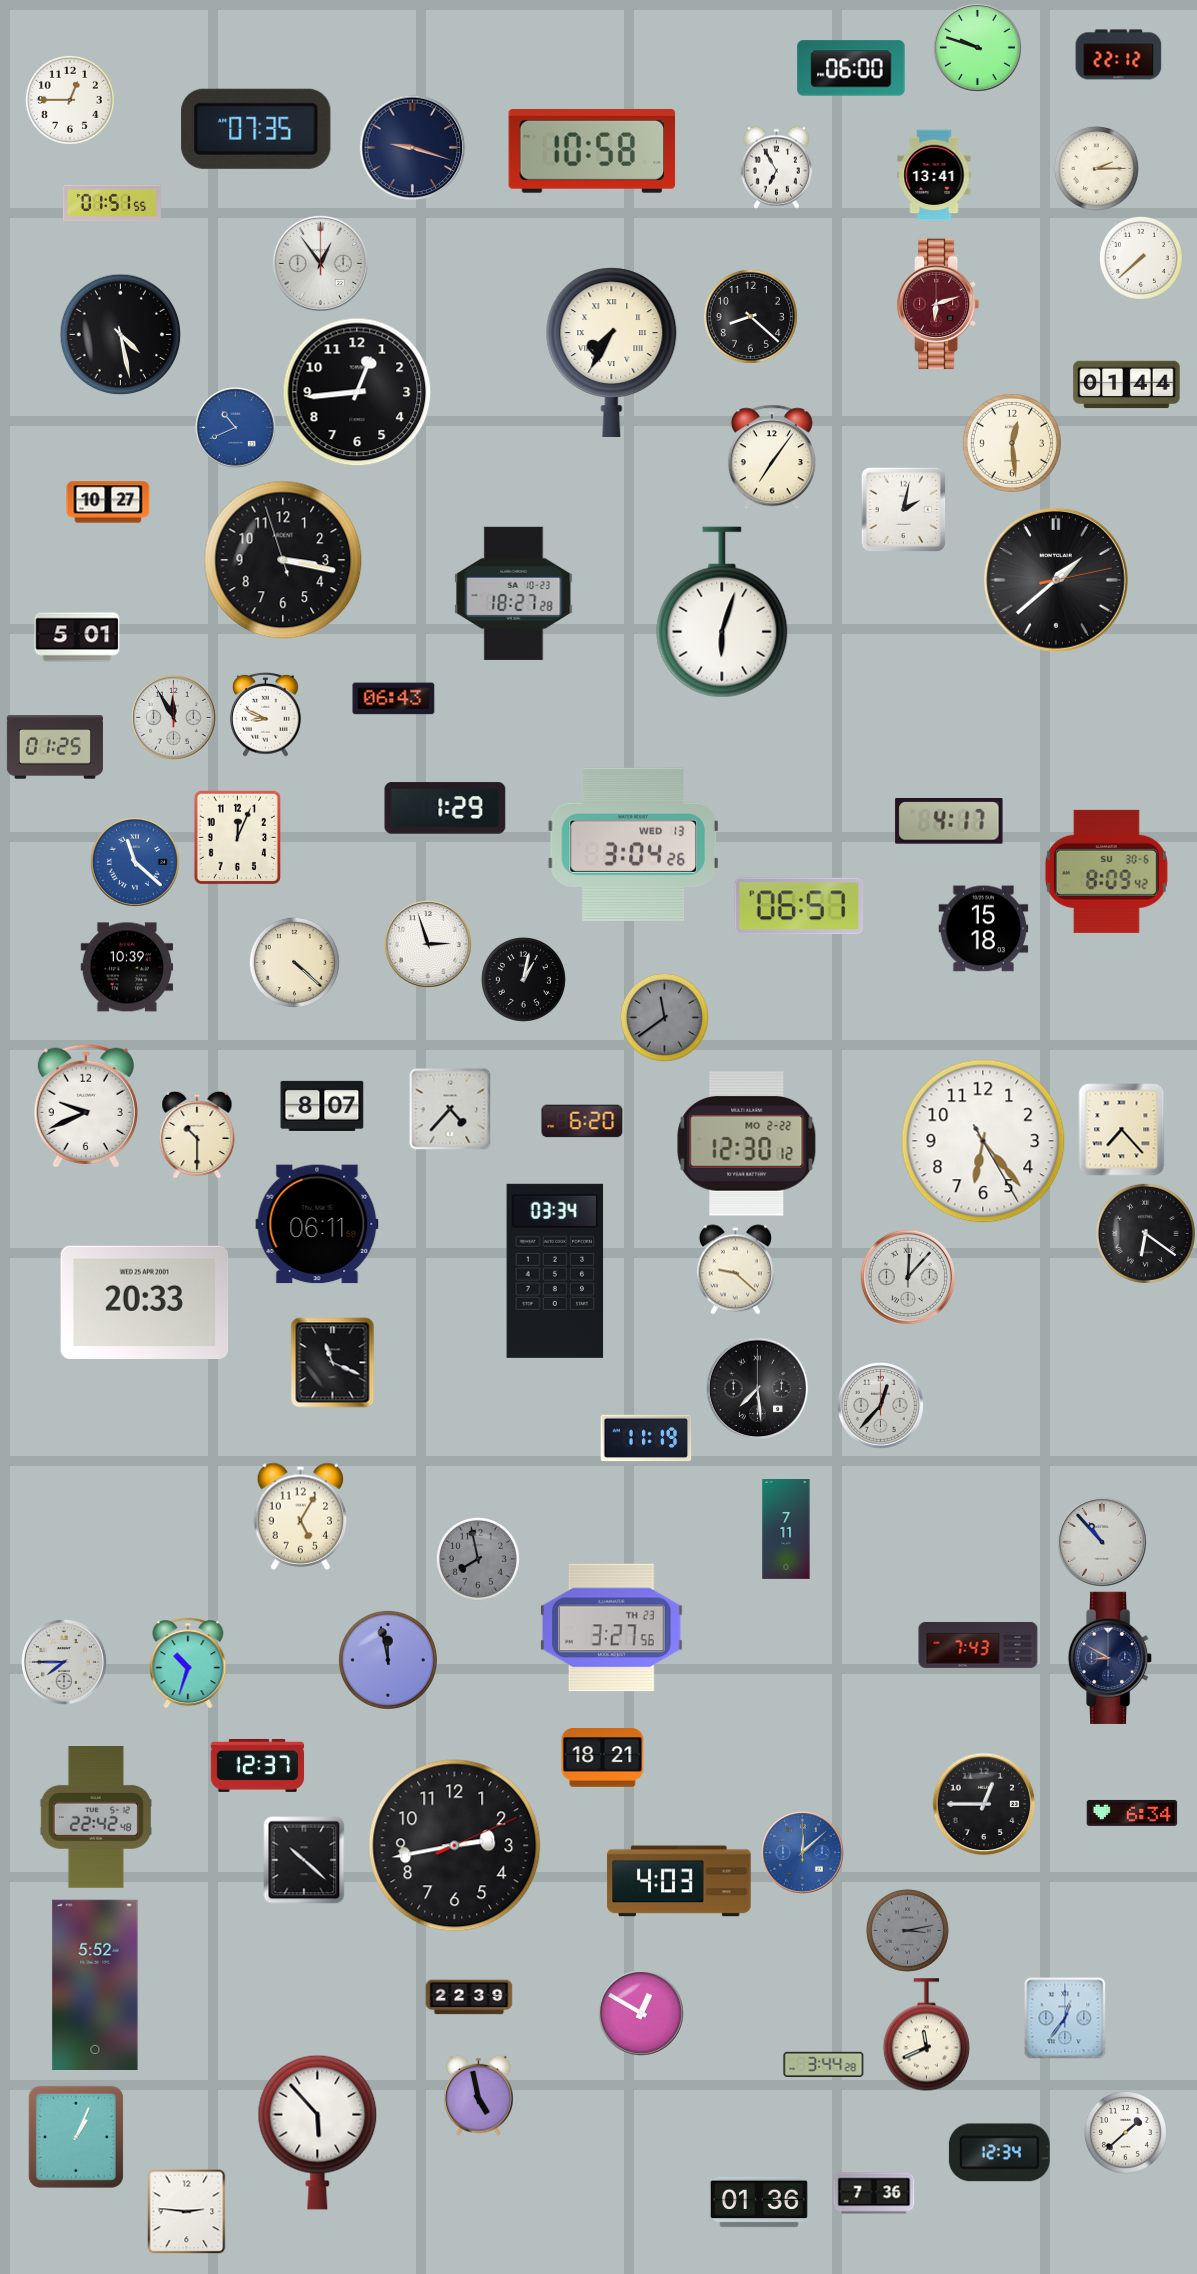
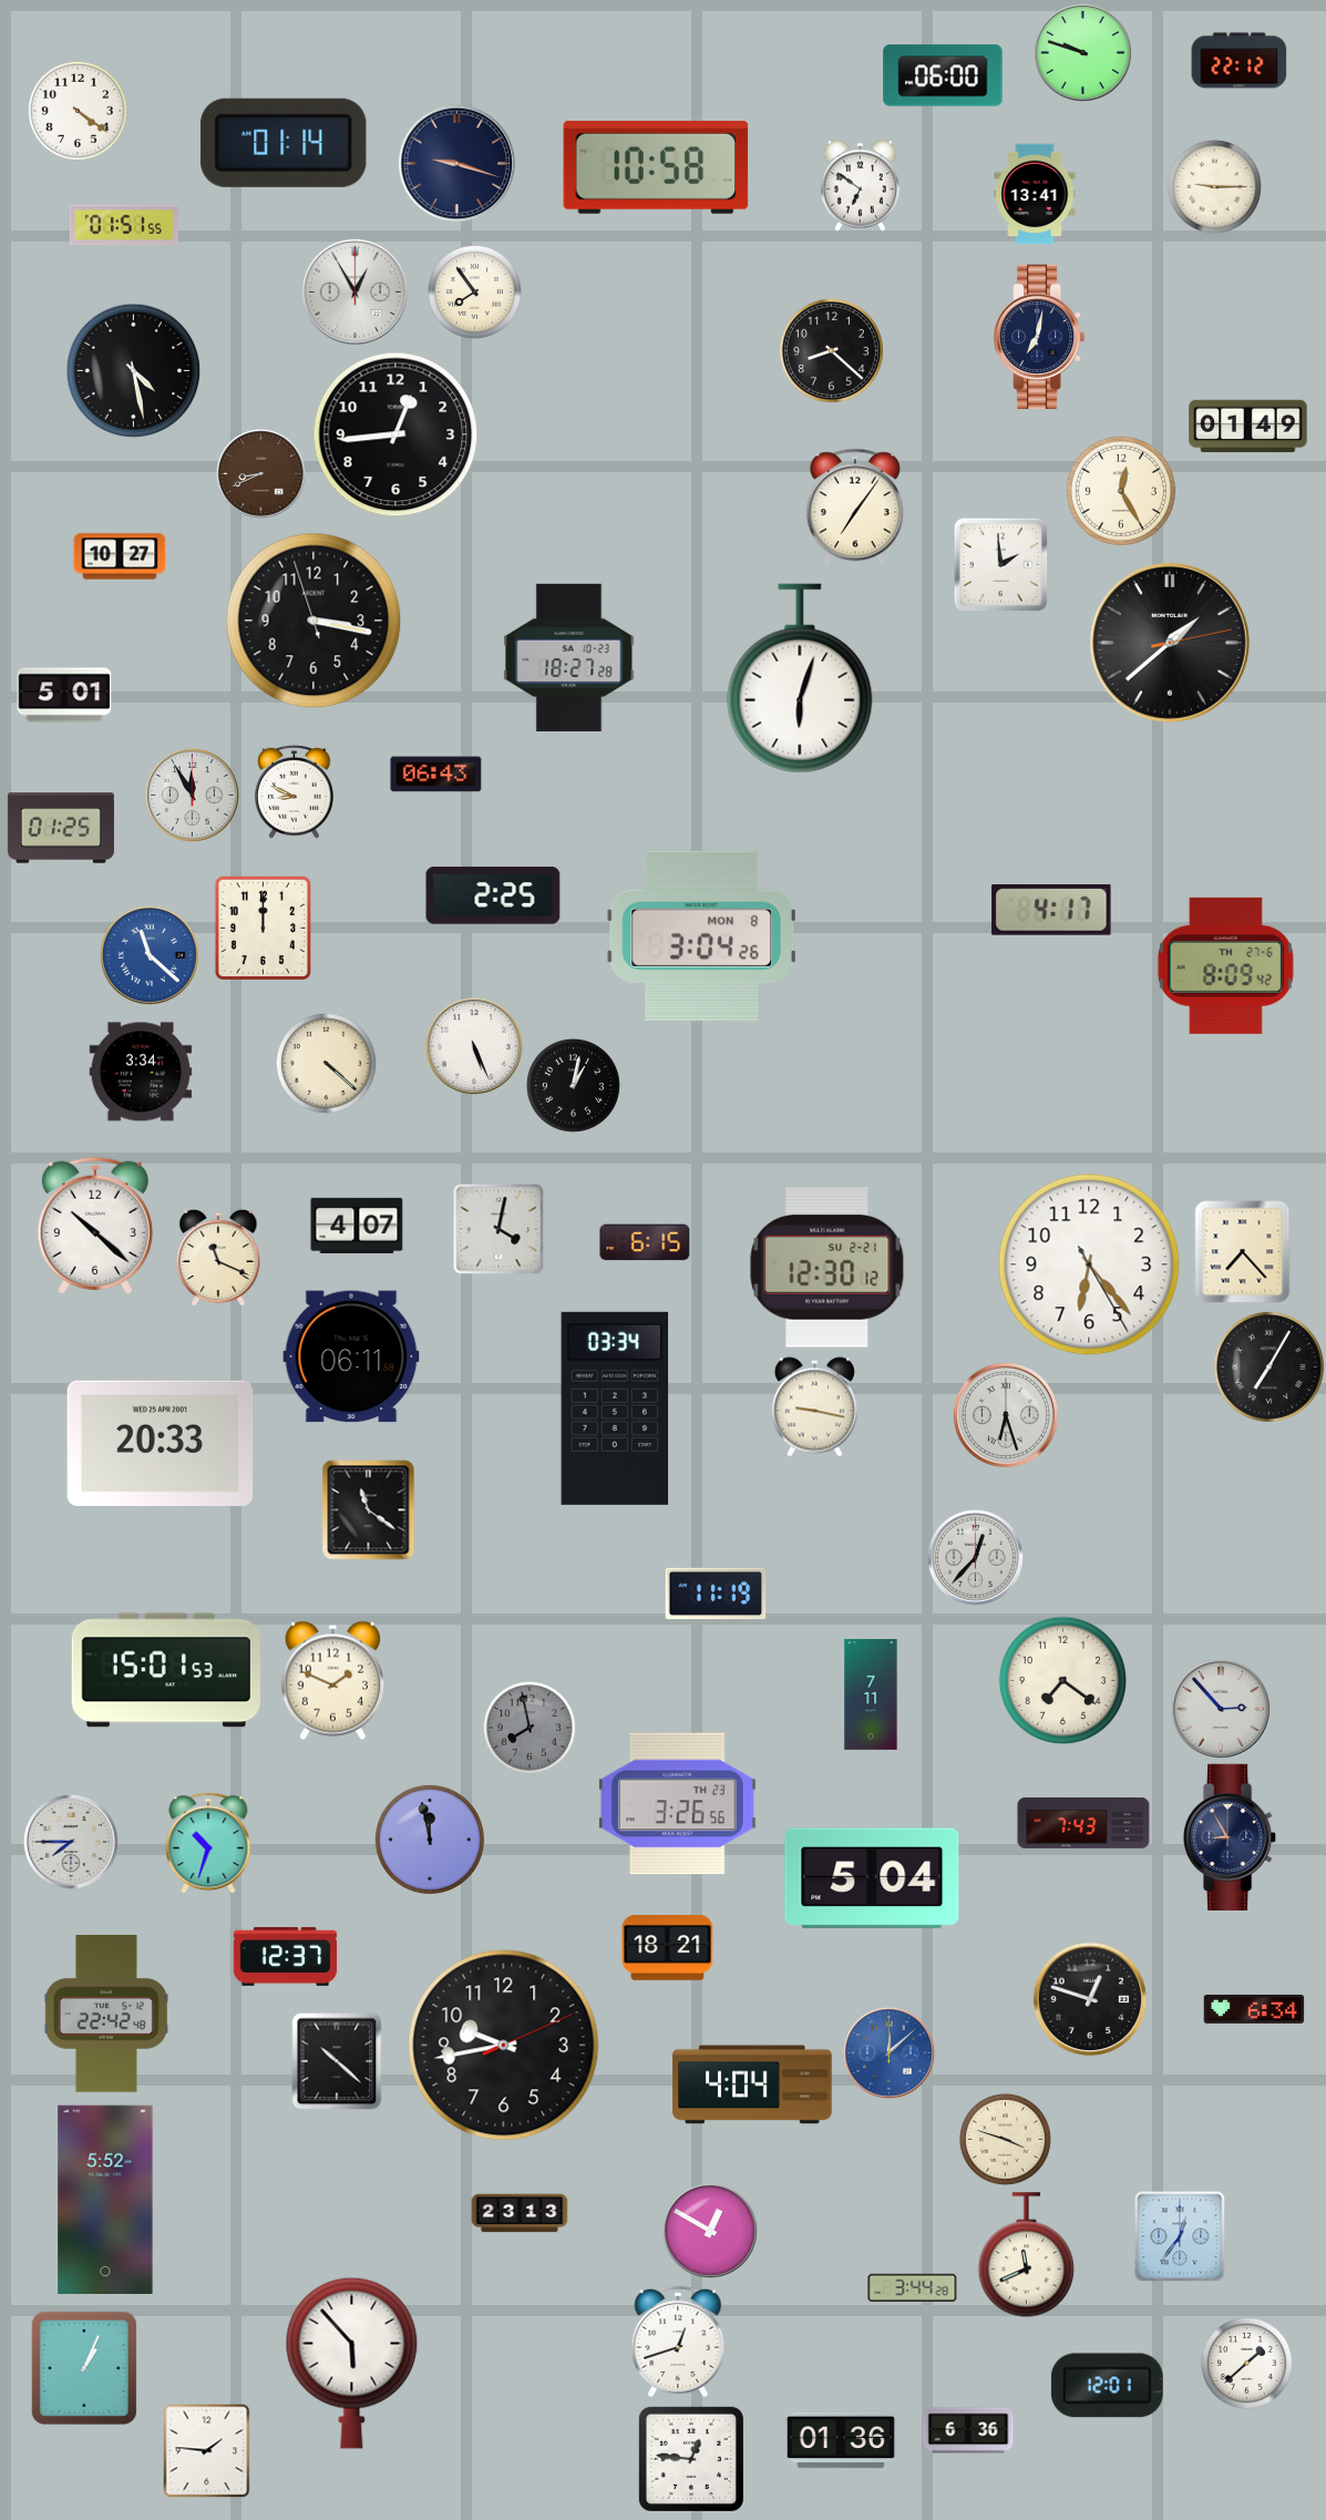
clock at (70, 100): 12:45 -> 4:21
clock at (256, 129): 07:35 -> 01:14
clock at (776, 167): 6:55 -> 6:51
clock at (1096, 168): 2:15 -> 9:15
clock at (1141, 258): 7:38 -> none
clock at (320, 263): 12:54 -> 12:55
clock at (474, 291): none -> 7:54
clock at (939, 304): 6:12 -> 7:02
clock at (939, 304) dial: burgundy -> navy
clock at (612, 352): 7:35 -> none
clock at (1127, 385): 01:44 -> 01:49
clock at (236, 428): 10:41 -> 8:41
clock at (236, 428) dial: blue -> brown
clock at (1012, 443): 12:29 -> 12:25
clock at (903, 509): 2:02 -> 1:59
clock at (77, 637) position: (77, 637) -> (64, 695)
clock at (445, 808): 1:29 -> 2:25
clock at (237, 837): 12:04 -> 12:00
clock at (633, 844) date: WED 13 -> MON 8
clock at (1106, 871) date: SU 30-6 -> TH 27-6
clock at (799, 906): 06:57 -> none
clock at (984, 929): 15:18 -> none
clock at (428, 944): 2:57 -> 5:26
clock at (294, 962) position: (294, 962) -> (326, 1063)
clock at (127, 967): 10:39 -> 3:34
clock at (523, 979) position: (523, 979) -> (573, 1085)
clock at (664, 1017): 11:39 -> none
clock at (86, 1106): 9:41 -> 10:22
clock at (322, 1106): 8:07 -> 4:07
clock at (450, 1109): 4:37 -> 4:02
clock at (582, 1121): 6:20 -> 6:15
clock at (197, 1135): 10:30 -> 11:19
clock at (747, 1144) date: MO 2-22 -> SU 2-21
clock at (1145, 1233): 6:21 -> 7:05
clock at (735, 1270): 9:22 -> 9:17
clock at (908, 1277): 12:07 -> 6:27
clock at (333, 1363): 11:19 -> 11:21
clock at (758, 1389): 7:29 -> none
clock at (166, 1670): none -> 15:01
clock at (301, 1516): 5:05 -> 1:49
clock at (1062, 1680): none -> 7:21
clock at (1102, 1542): 10:53 -> 2:53
clock at (612, 1628): 3:27 -> 3:26
clock at (1111, 1658): 8:50 -> 8:55
clock at (872, 1878): none -> 5:04
clock at (984, 1804): 12:45 -> 12:48
clock at (455, 1846): 2:43 -> 9:43
clock at (679, 1881): 4:03 -> 4:04
clock at (907, 1930): 3:13 -> 3:48
clock at (907, 1930) dial: grey -> cream
clock at (469, 1997): 22:39 -> 23:13
clock at (479, 2095): 4:58 -> none
clock at (678, 2342): none -> 12:42
clock at (999, 2153): 12:34 -> 12:01
clock at (874, 2193): 7:36 -> 6:36
clock at (187, 2211): 2:46 -> 1:46
clock at (691, 2459): none -> 12:46
